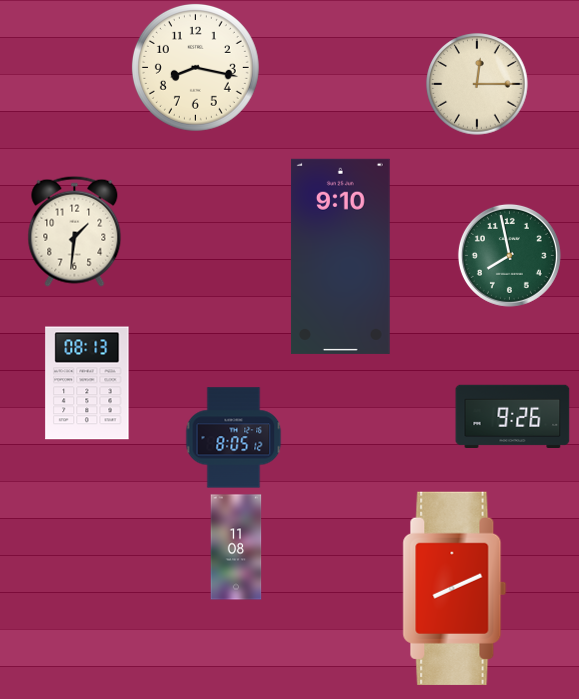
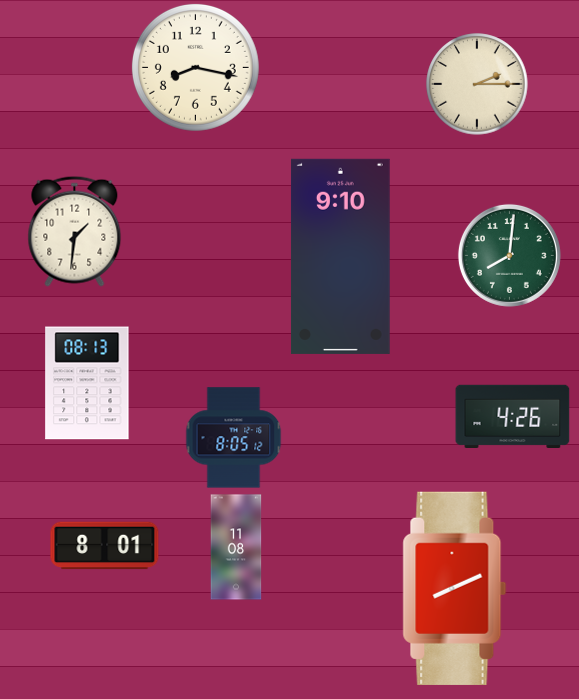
clock at (477, 84): 12:15 -> 2:15
clock at (509, 255): 7:58 -> 8:01
clock at (513, 416): 9:26 -> 4:26
clock at (105, 546): none -> 8:01
